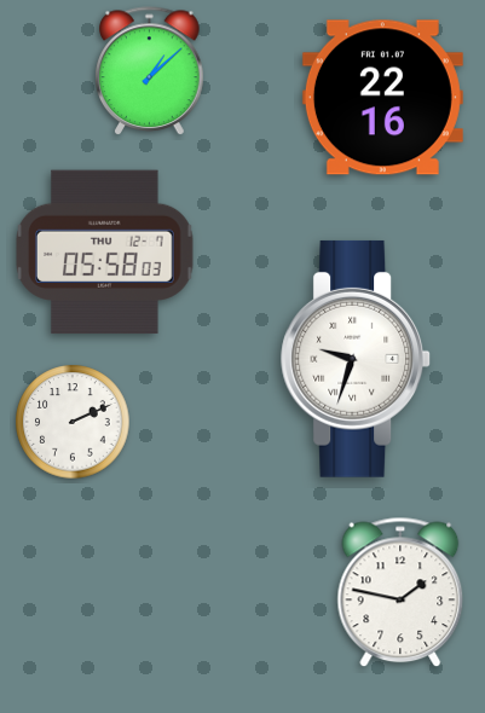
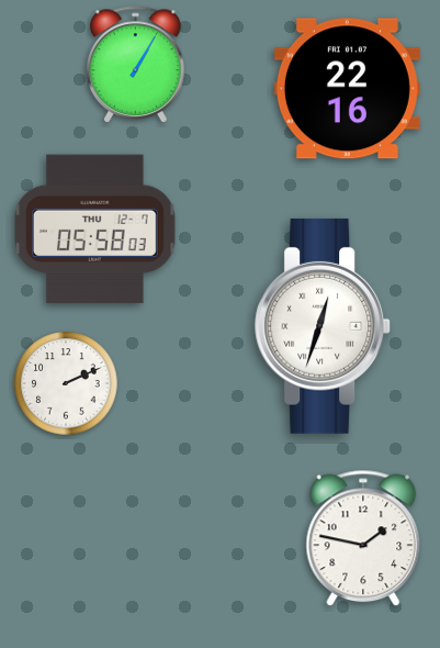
clock at (150, 71): 1:08 -> 1:05
clock at (357, 359): 9:33 -> 12:33
